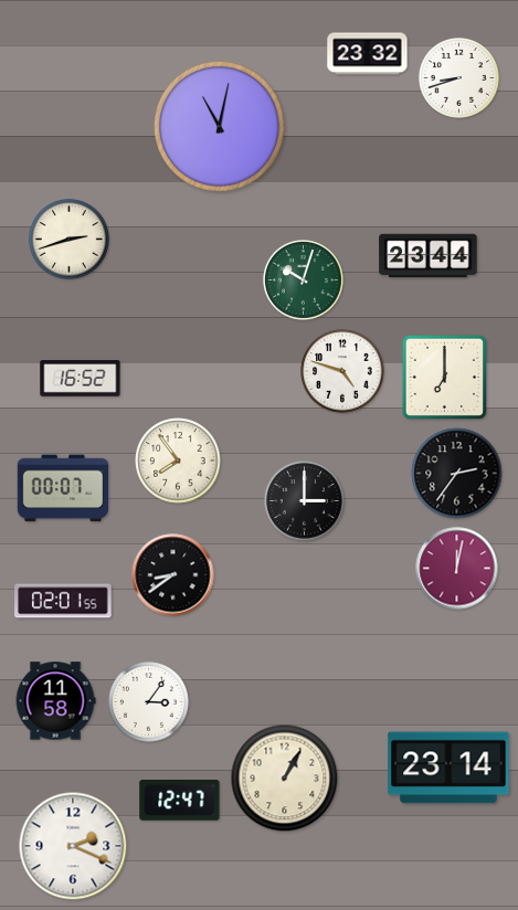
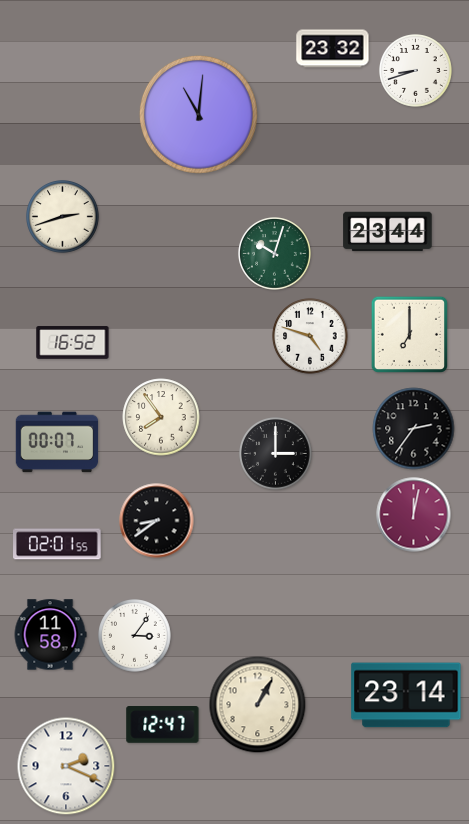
clock at (219, 126): 11:02 -> 11:01
clock at (444, 377) position: (444, 377) -> (409, 334)
